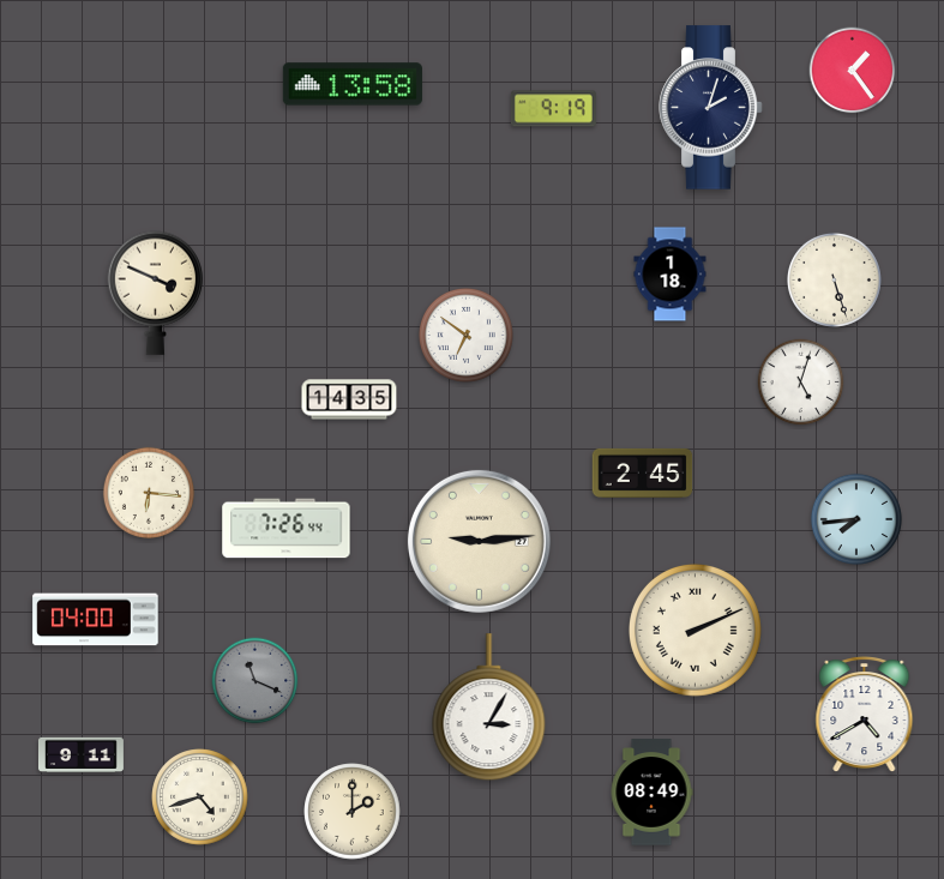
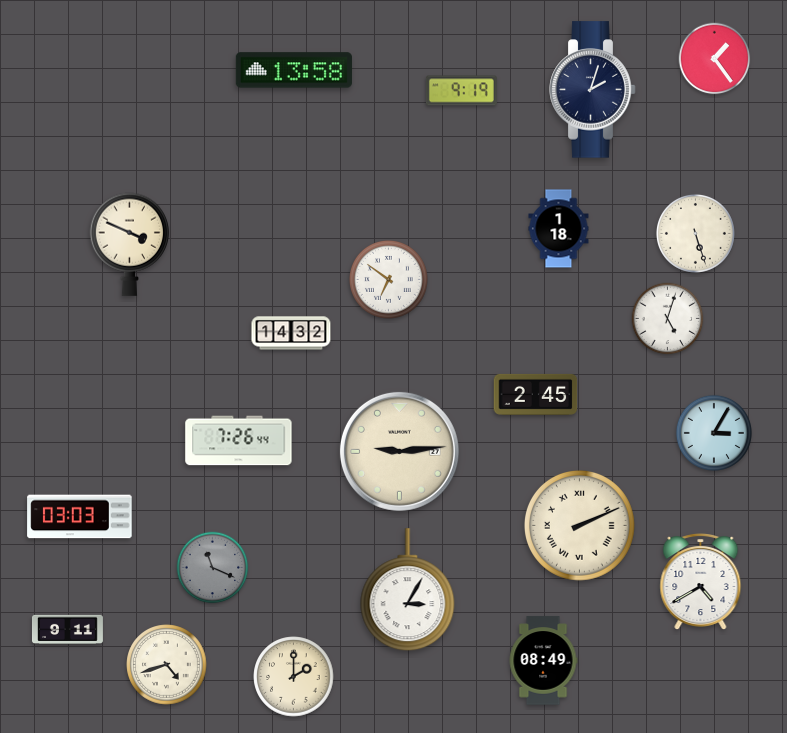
clock at (853, 71) position: (853, 71) -> (715, 59)
clock at (349, 399): 14:35 -> 14:32
clock at (149, 493): 6:16 -> none
clock at (856, 519): 7:44 -> 3:05
clock at (96, 620): 04:00 -> 03:03
clock at (865, 715) position: (865, 715) -> (701, 582)
